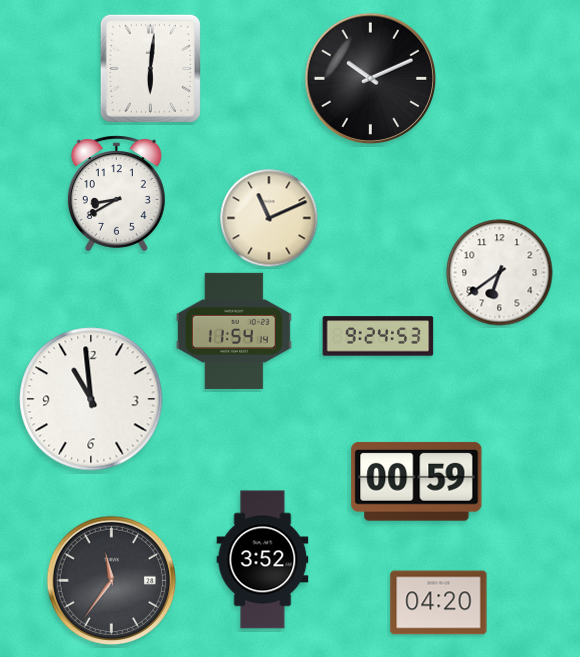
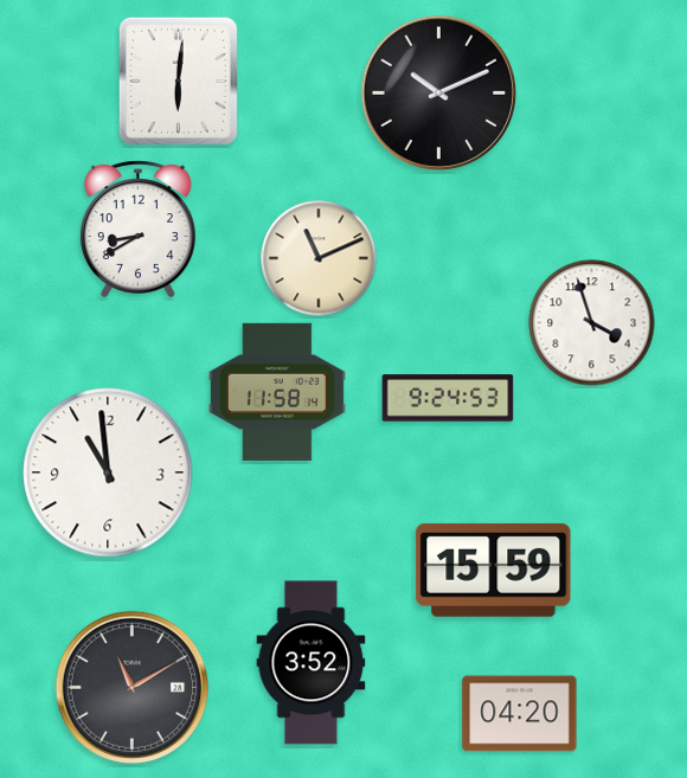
clock at (500, 273): 6:39 -> 3:57
clock at (234, 331): 11:54 -> 11:58
clock at (417, 481): 00:59 -> 15:59
clock at (111, 580): 11:36 -> 11:10
